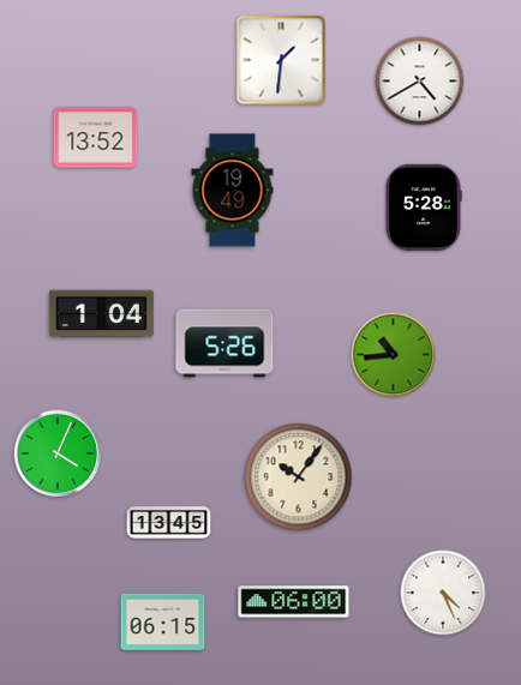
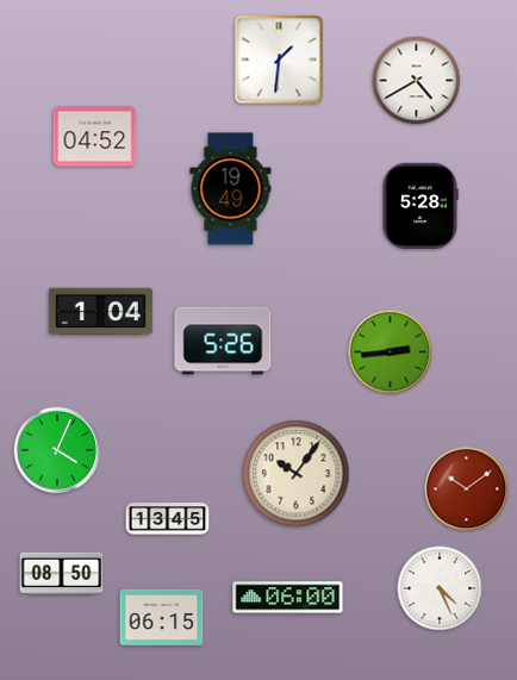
clock at (96, 138): 13:52 -> 04:52
clock at (394, 355): 10:44 -> 2:44
clock at (467, 489): none -> 10:09
clock at (62, 574): none -> 08:50
clock at (294, 602) position: (294, 602) -> (288, 598)
